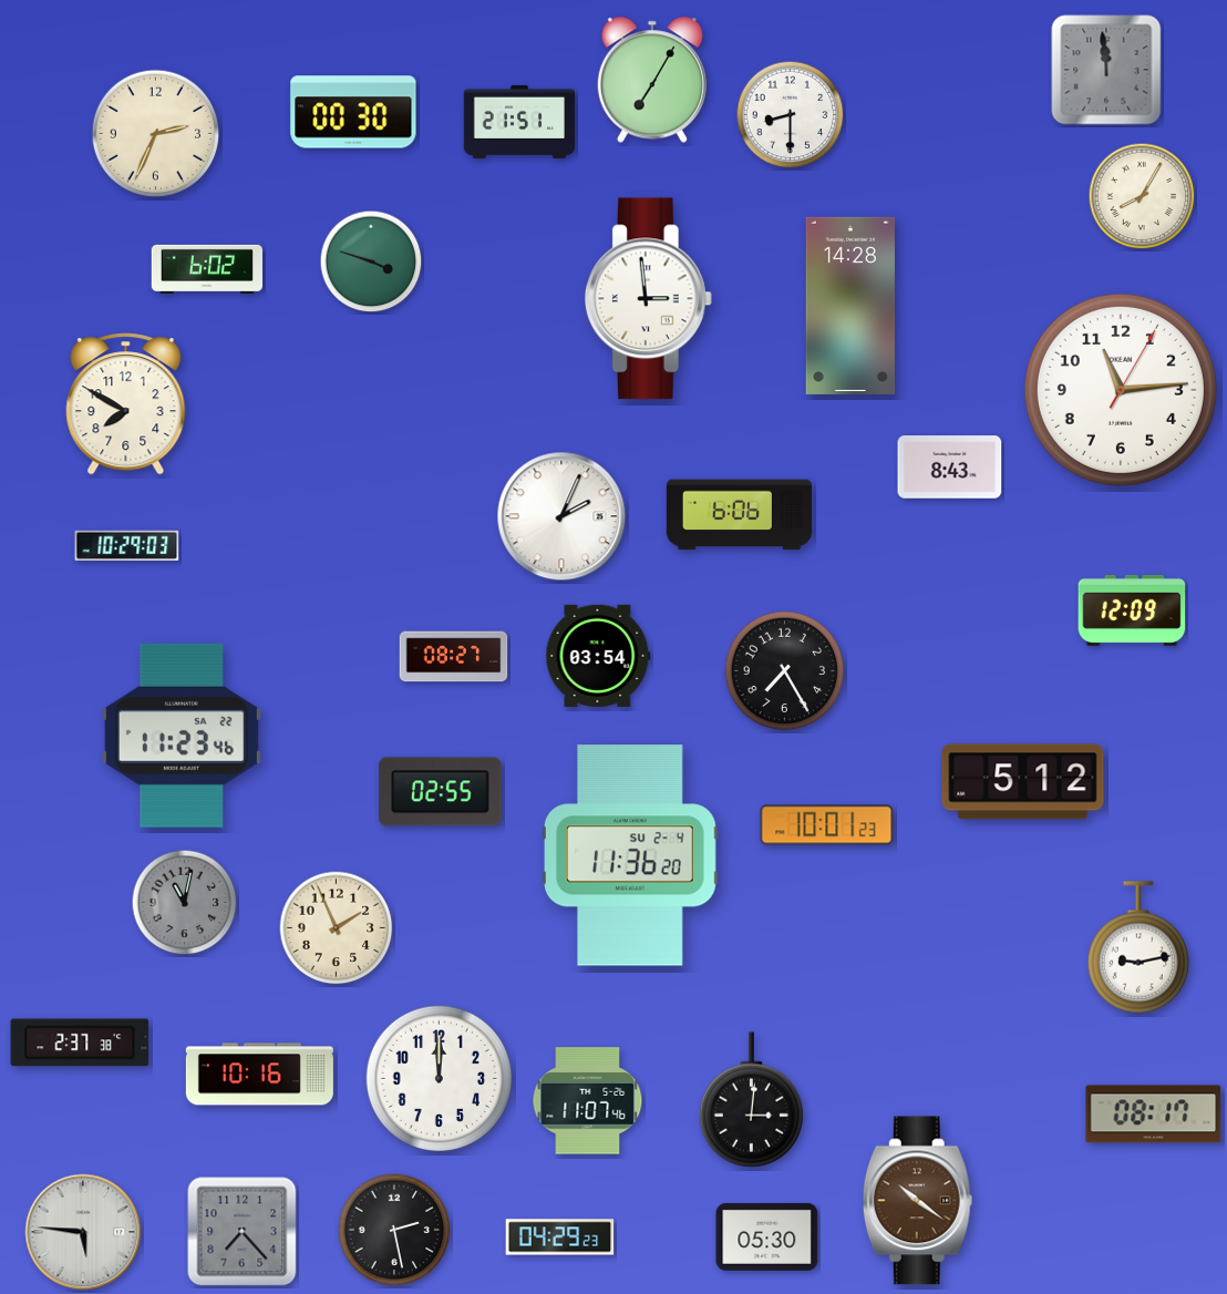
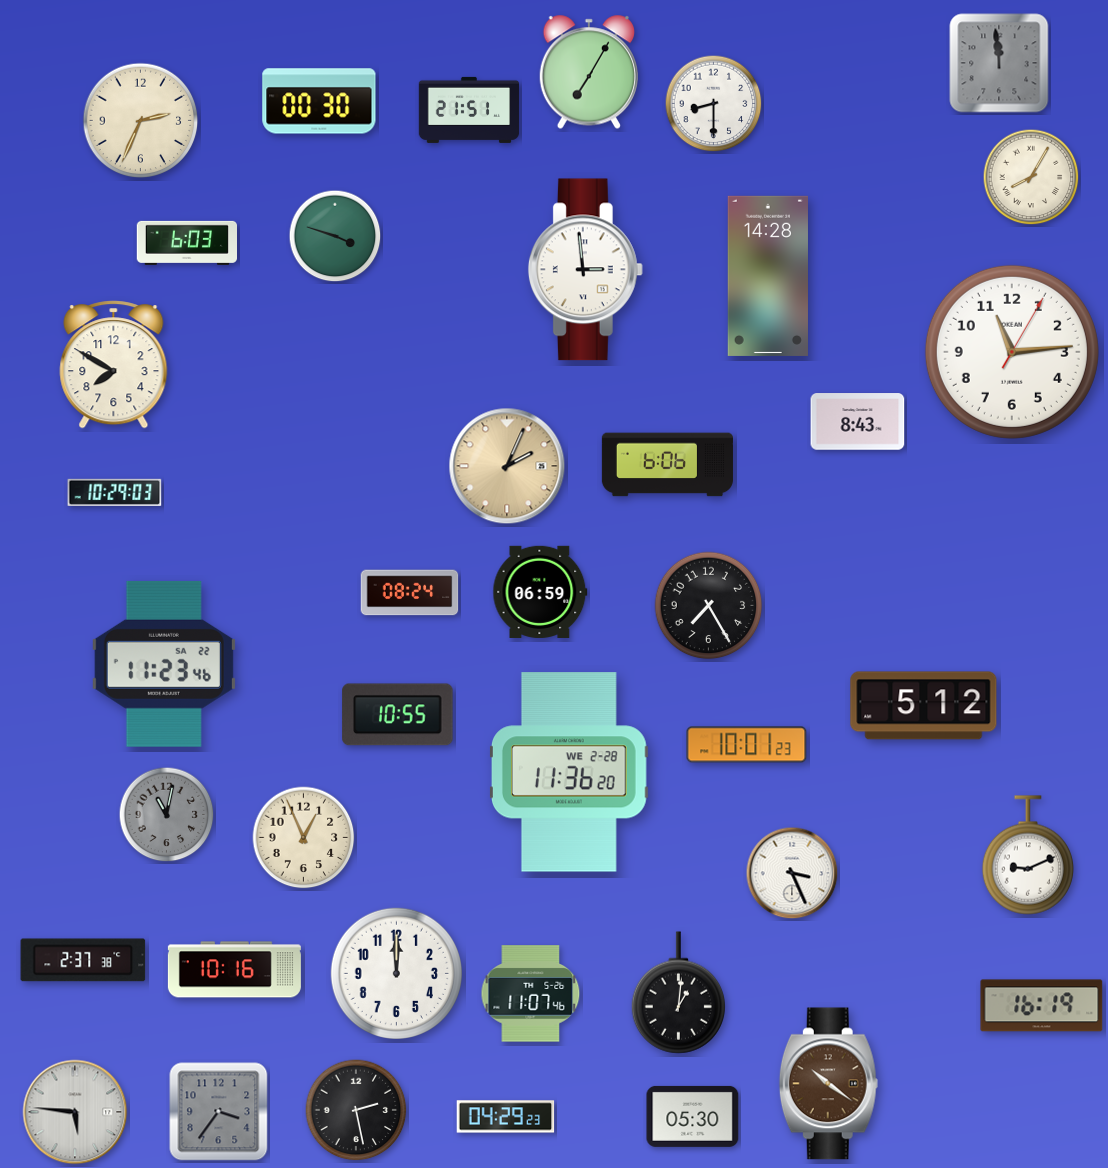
clock at (206, 269): 6:02 -> 6:03
clock at (561, 516) dial: white -> champagne
clock at (1132, 610): 12:09 -> none
clock at (598, 656): 03:54 -> 06:59
clock at (454, 657): 08:27 -> 08:24
clock at (441, 792): 02:55 -> 10:55
clock at (630, 855) date: SU 2-4 -> WE 2-28
clock at (337, 928): 1:56 -> 12:56
clock at (1137, 947): 9:13 -> 9:11
clock at (792, 873): none -> 3:26
clock at (80, 1043) position: (80, 1043) -> (83, 960)
clock at (751, 1100): 3:01 -> 1:01
clock at (1154, 1115): 08:17 -> 16:19
clock at (243, 1232): 7:23 -> 3:36
